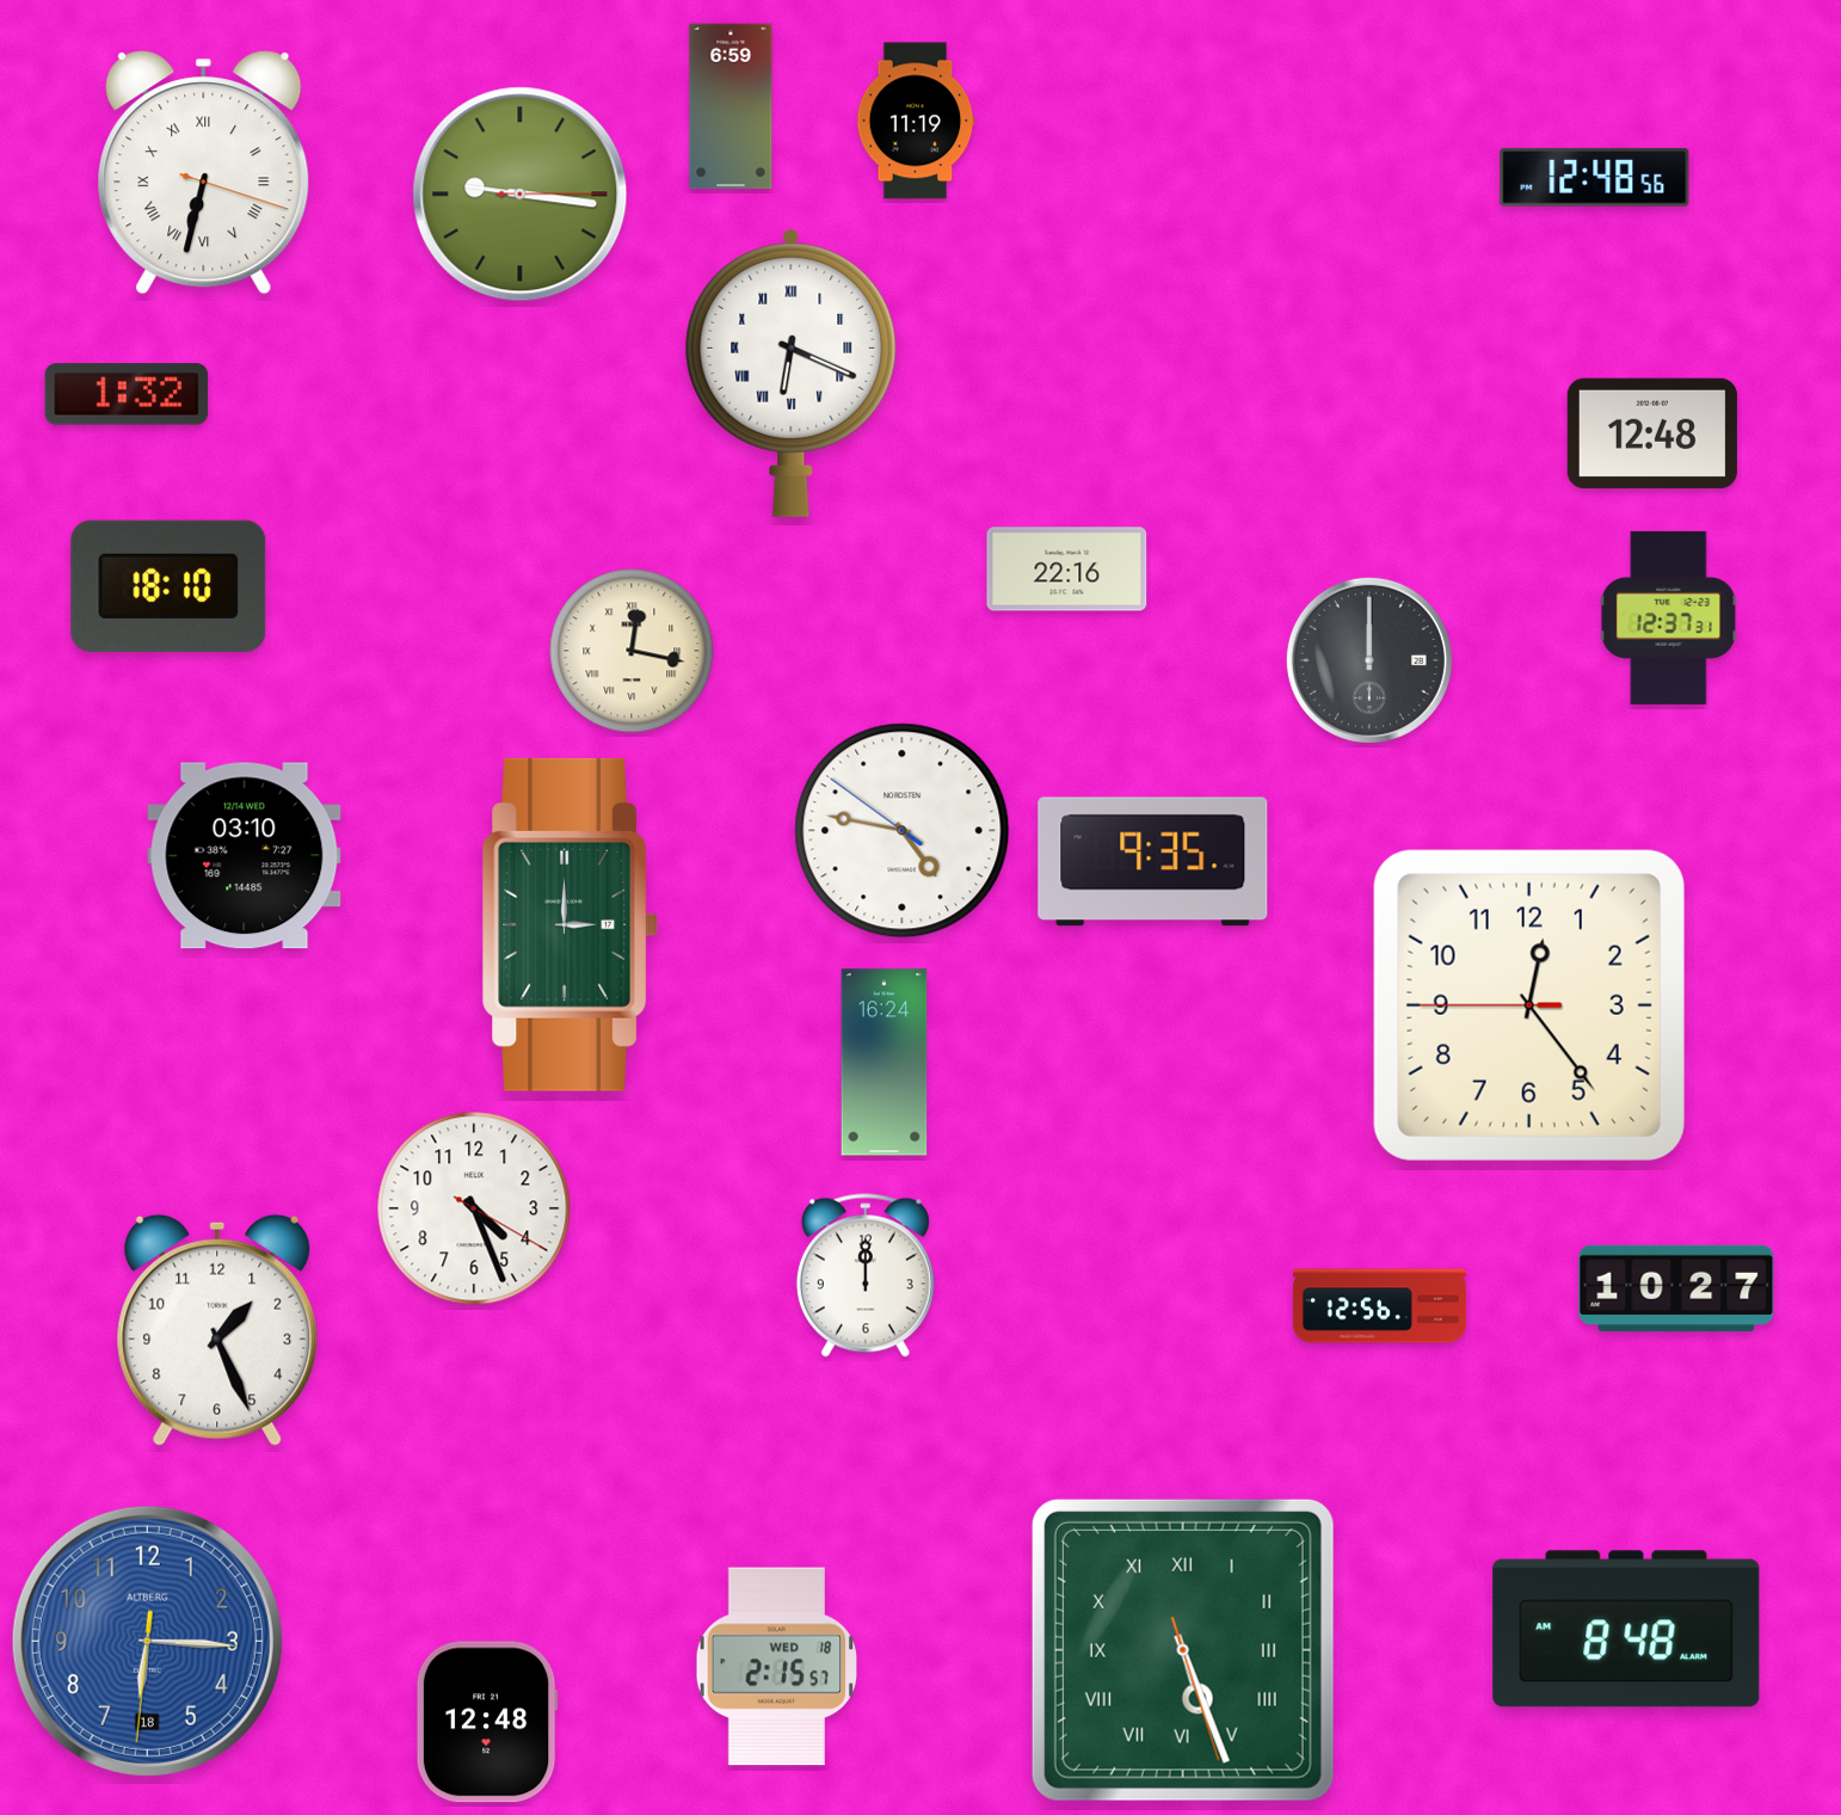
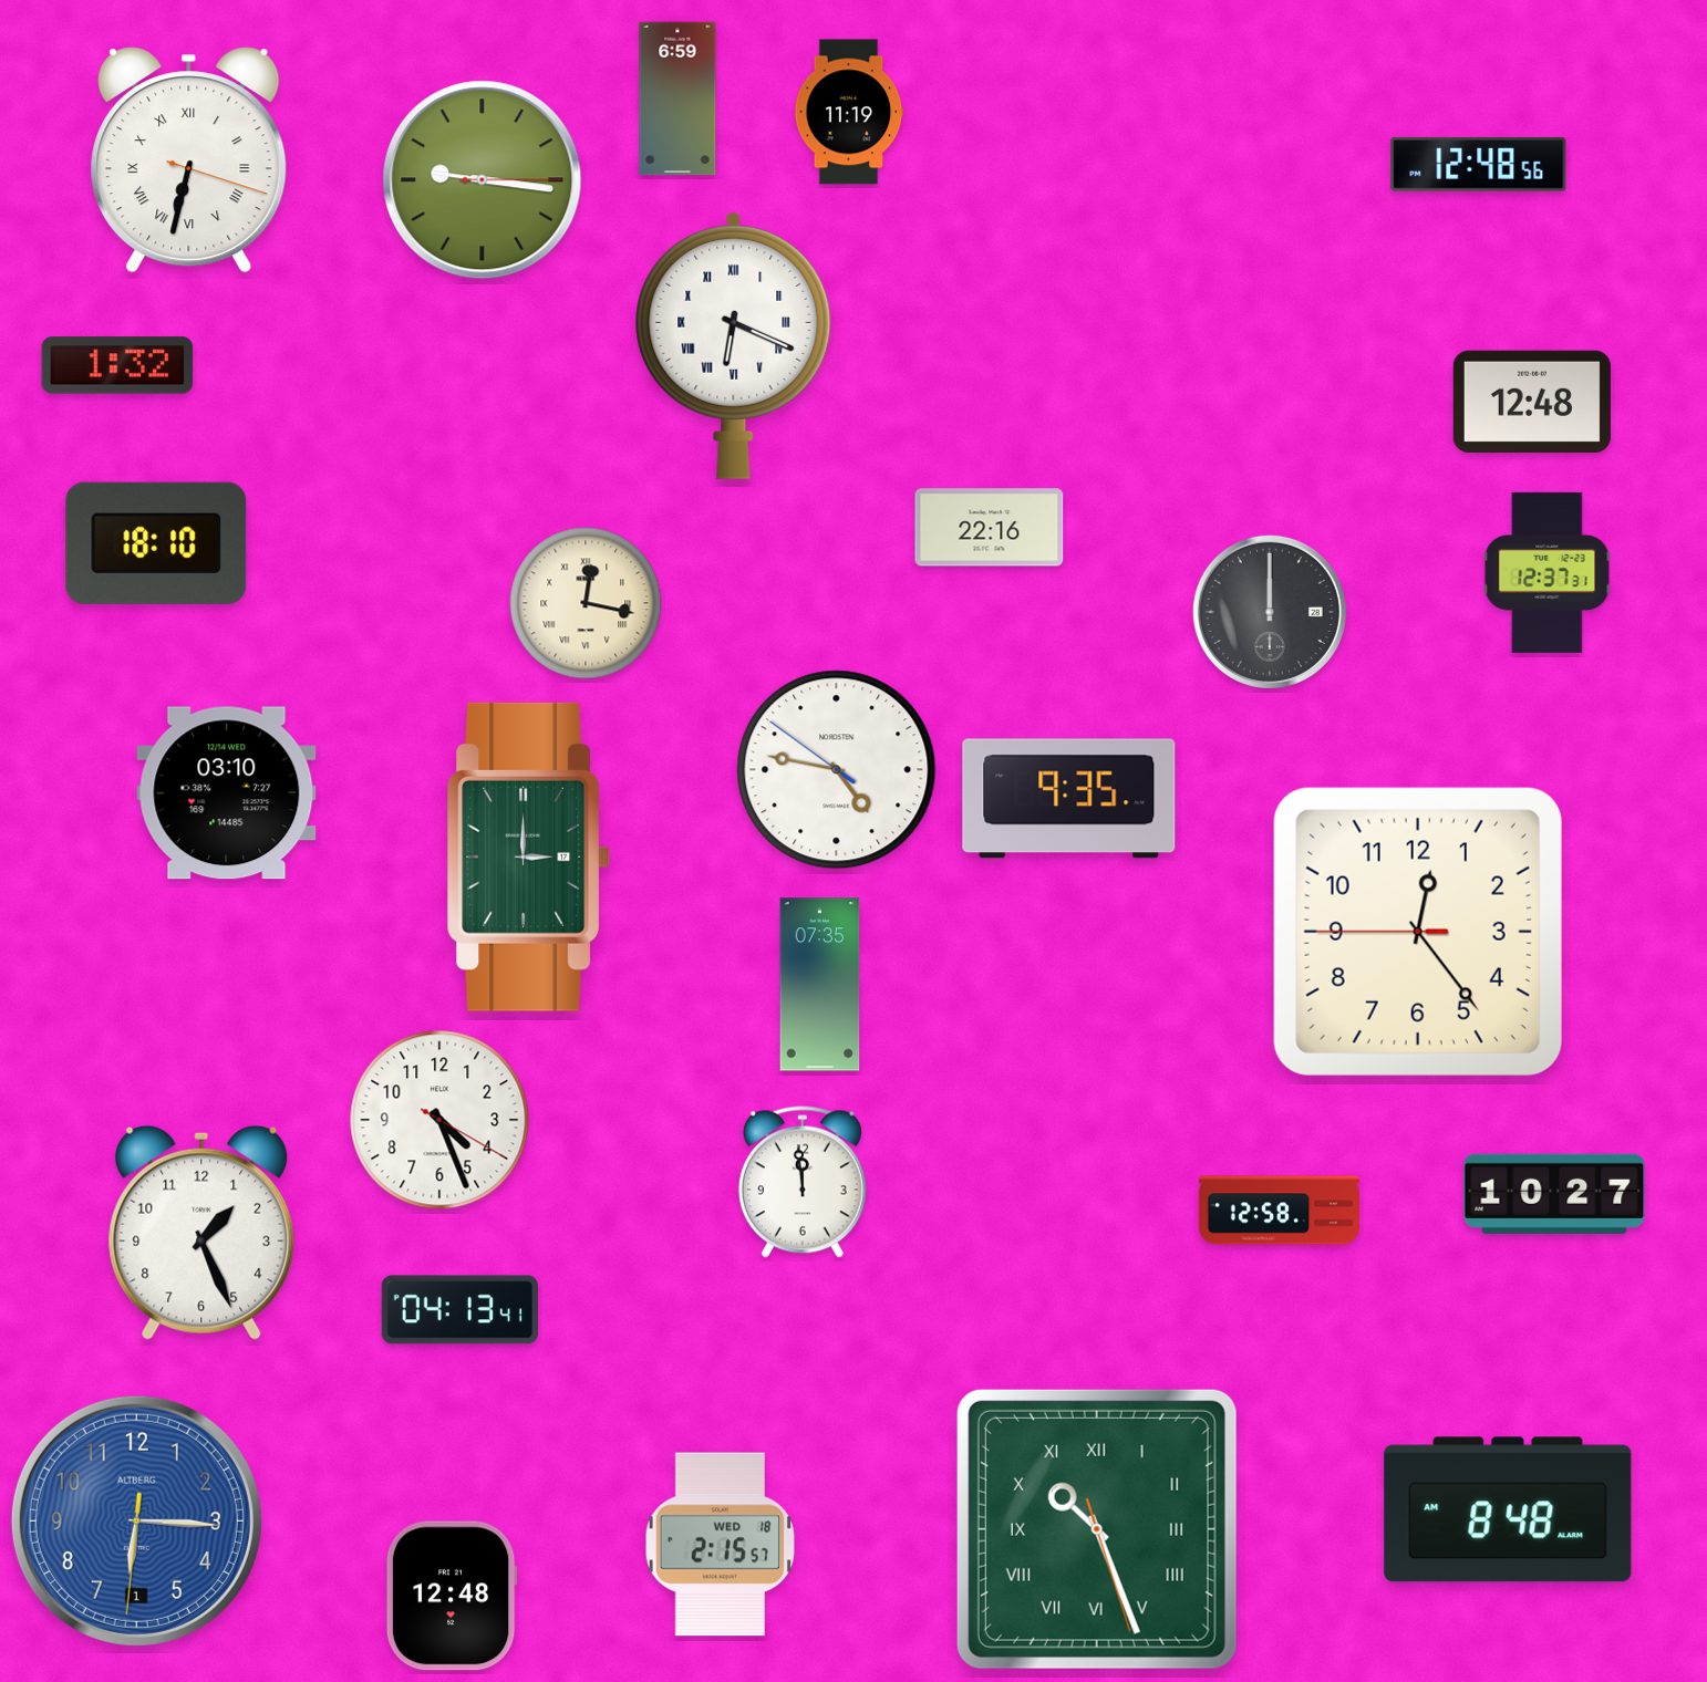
clock at (885, 1063): 16:24 -> 07:35
clock at (866, 1275): 12:00 -> 11:59
clock at (1379, 1306): 12:56 -> 12:58
clock at (459, 1310): none -> 04:13
clock at (147, 1641) date: 18 -> 1
clock at (1183, 1650): 5:26 -> 10:26
